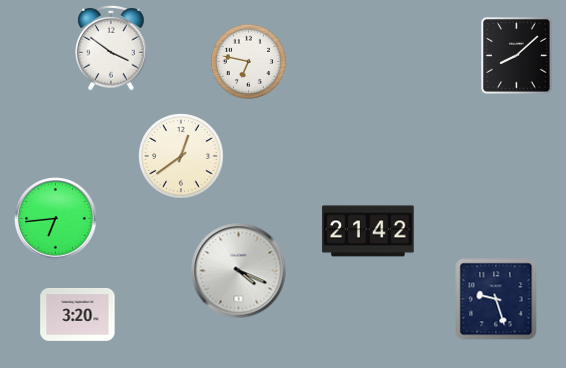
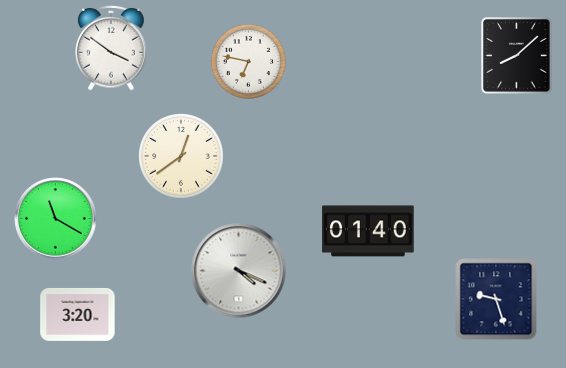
clock at (56, 219): 6:44 -> 11:20
clock at (368, 231): 21:42 -> 01:40
